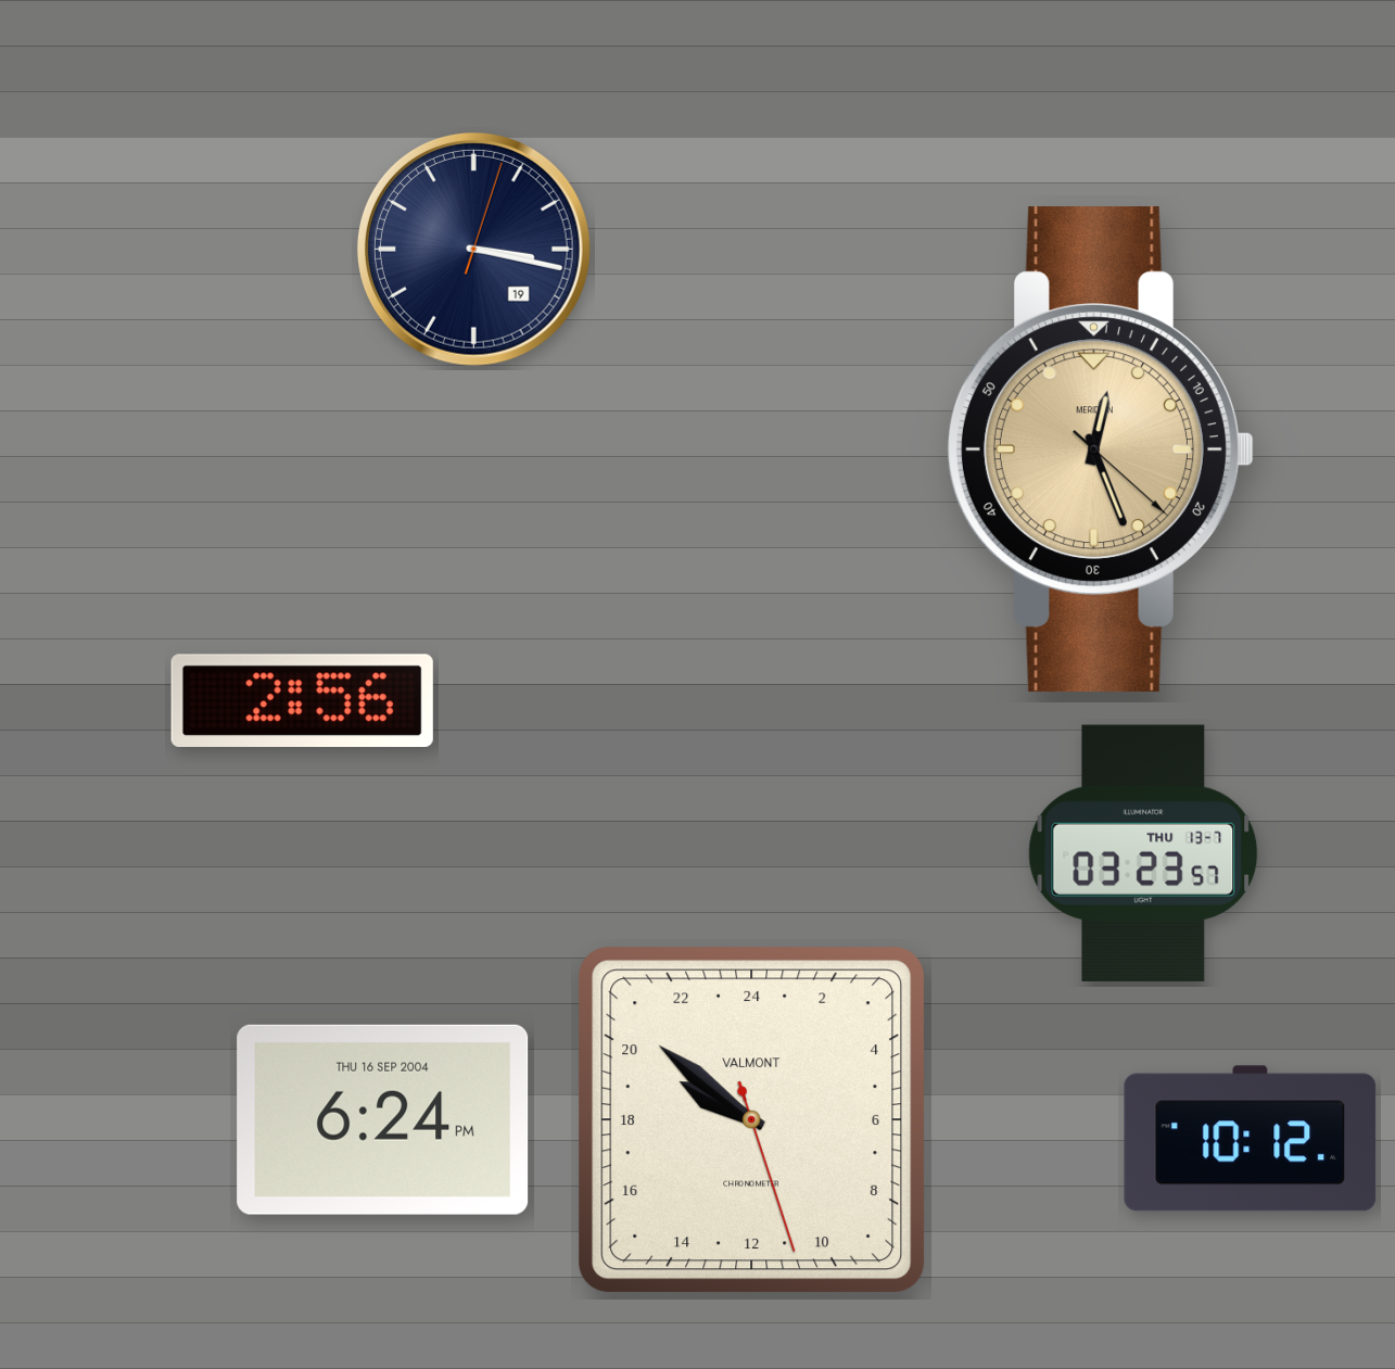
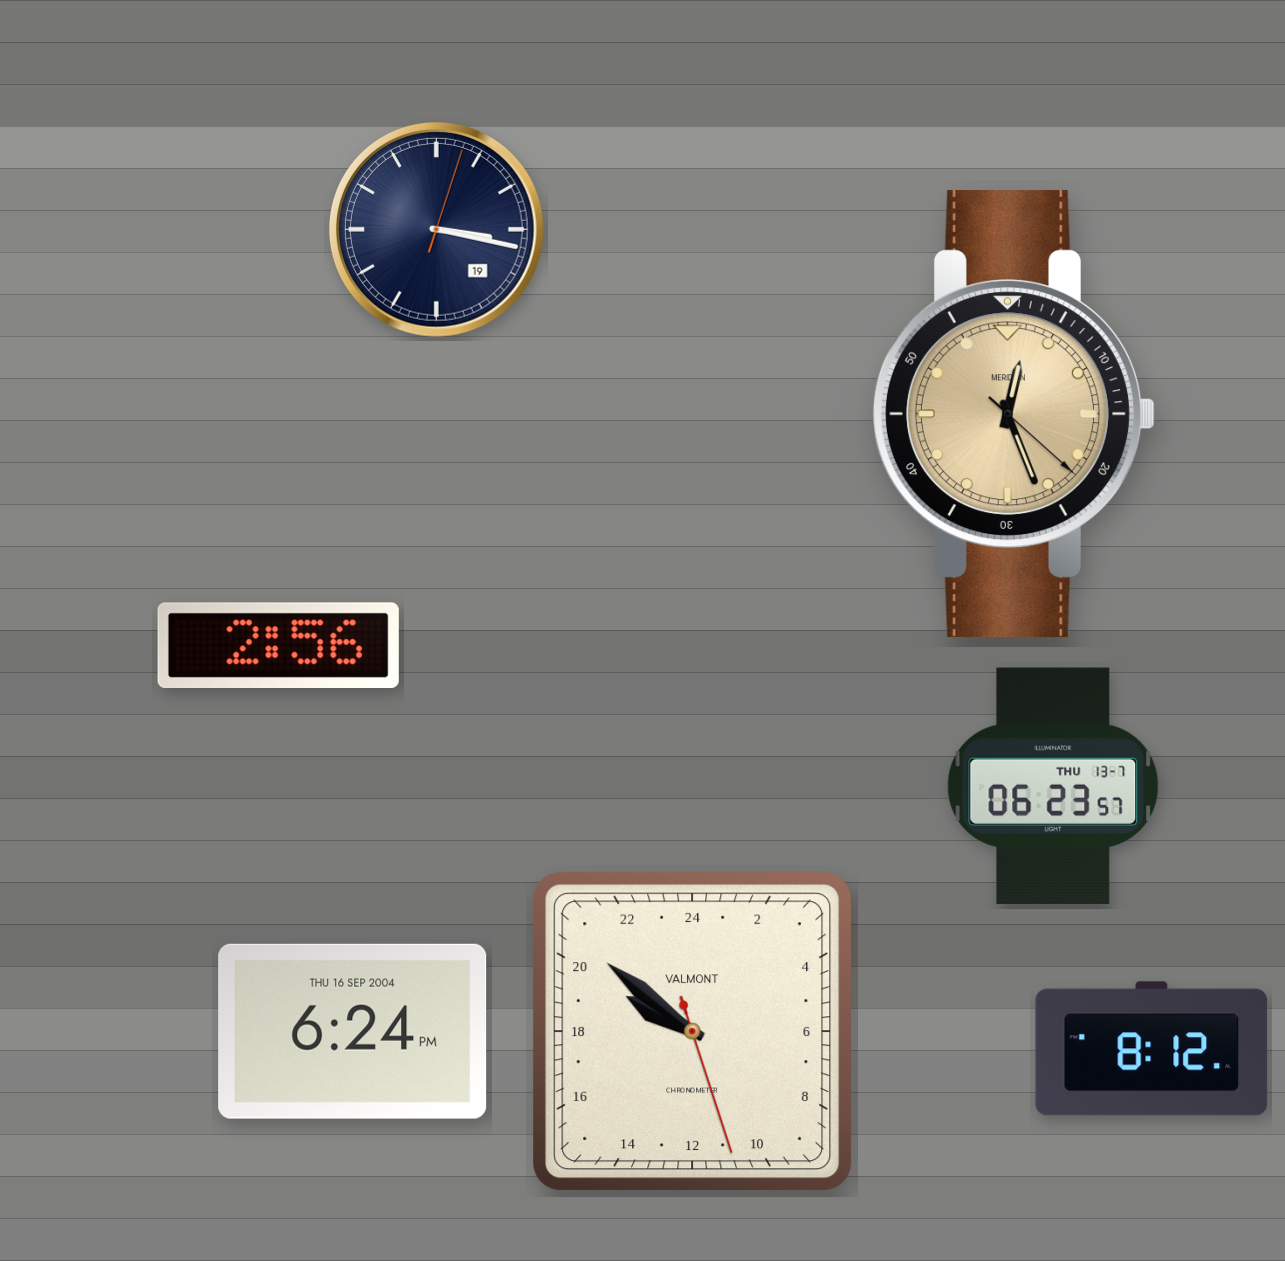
clock at (1143, 852): 03:23 -> 06:23
clock at (1251, 1139): 10:12 -> 8:12
